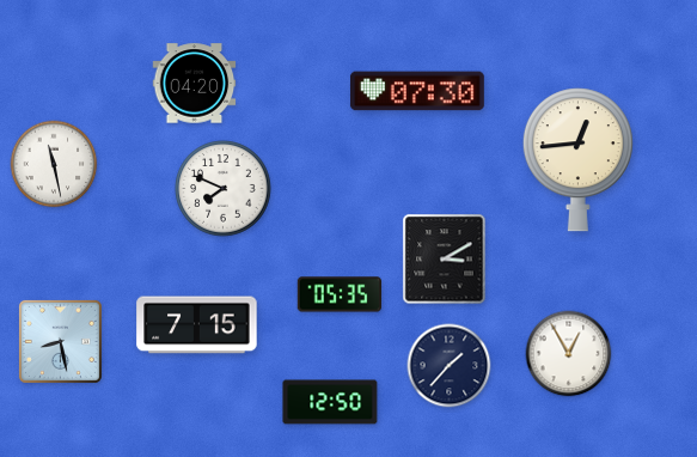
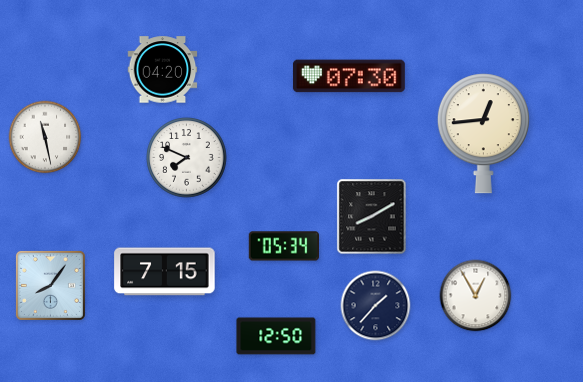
clock at (445, 260): 3:10 -> 8:10
clock at (340, 294): 05:35 -> 05:34
clock at (60, 341): 8:28 -> 8:06
